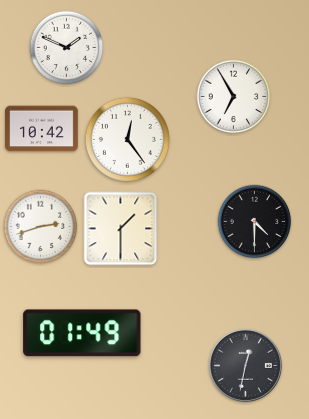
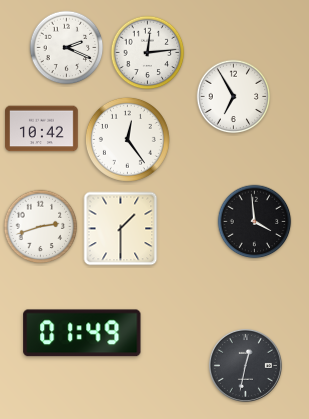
clock at (67, 48): 1:49 -> 2:19
clock at (148, 53): none -> 12:14
clock at (255, 222): 4:30 -> 3:59
